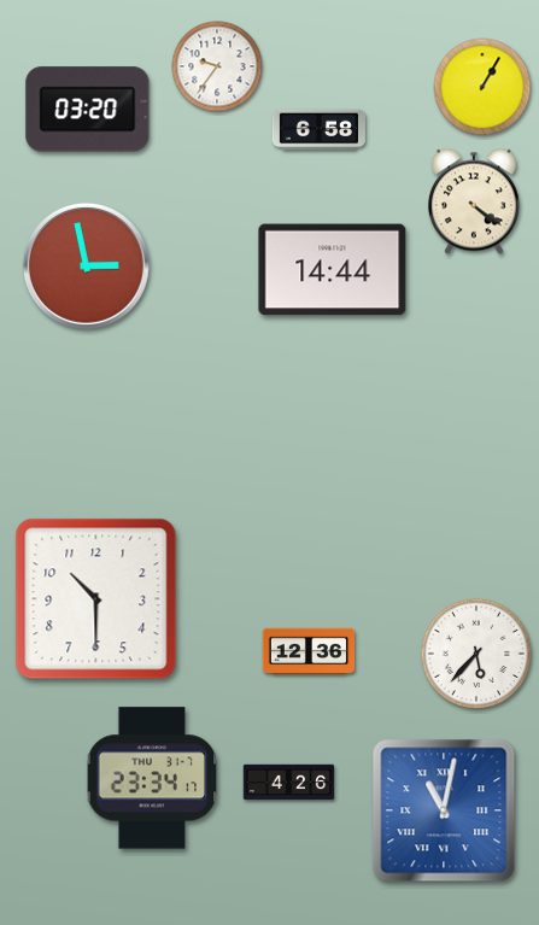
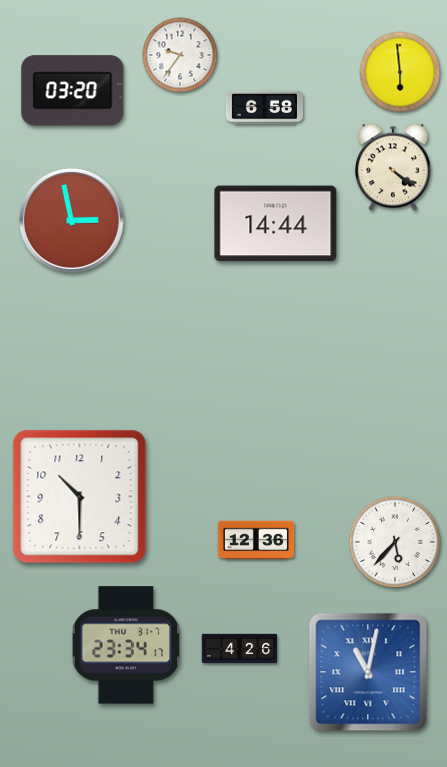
clock at (482, 87): 1:05 -> 5:59
